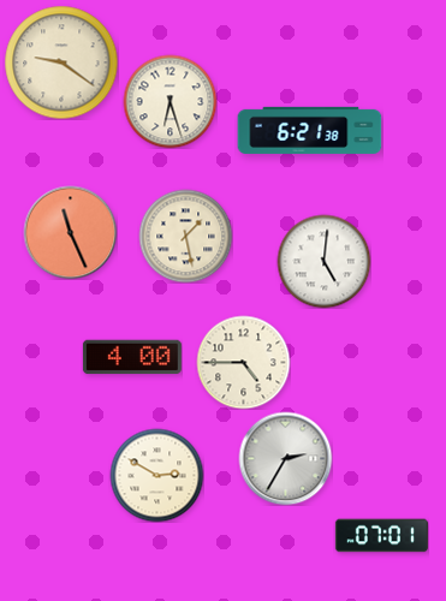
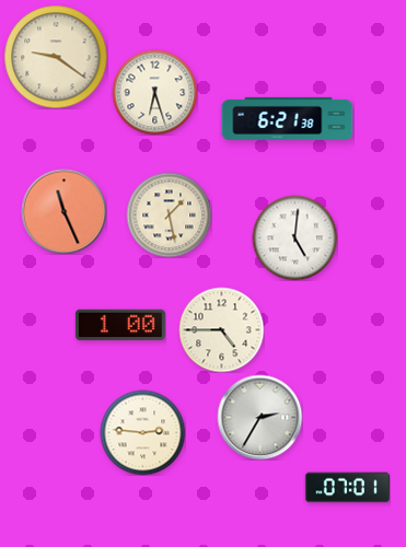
clock at (310, 130) position: (310, 130) -> (288, 118)
clock at (132, 357): 4:00 -> 1:00
clock at (156, 475): 2:50 -> 2:46
